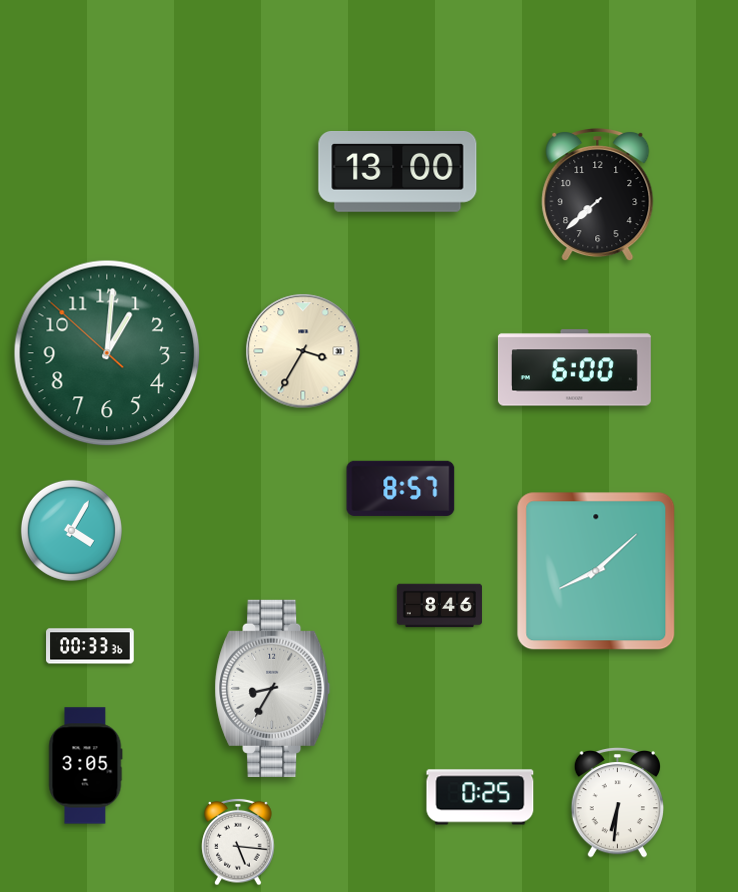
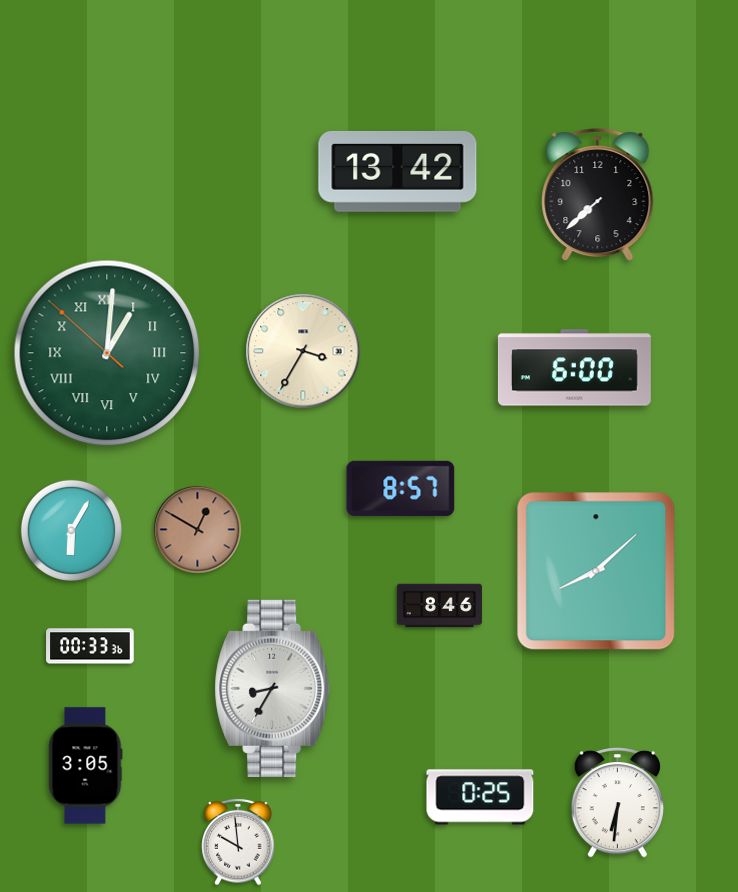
clock at (398, 172): 13:00 -> 13:42
clock at (107, 353) numerals: Arabic -> Roman
clock at (71, 530): 4:05 -> 6:05
clock at (198, 530): none -> 12:50
clock at (238, 842): 5:16 -> 9:59
